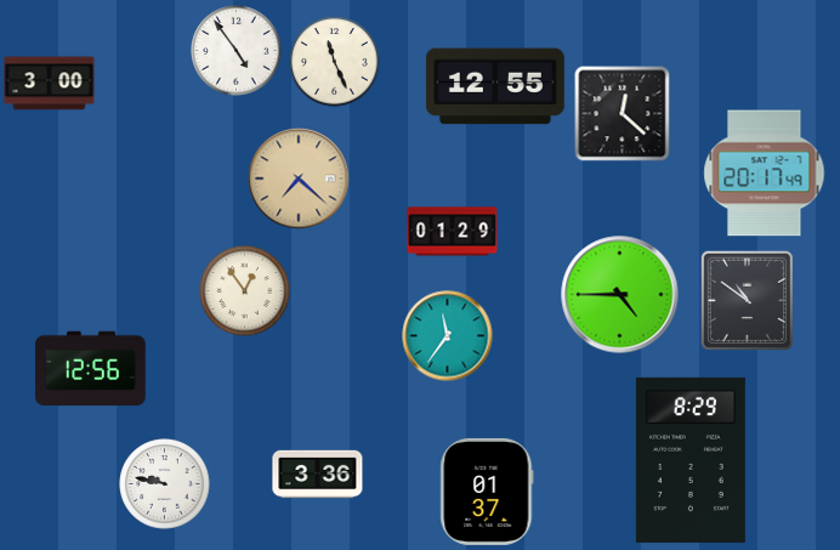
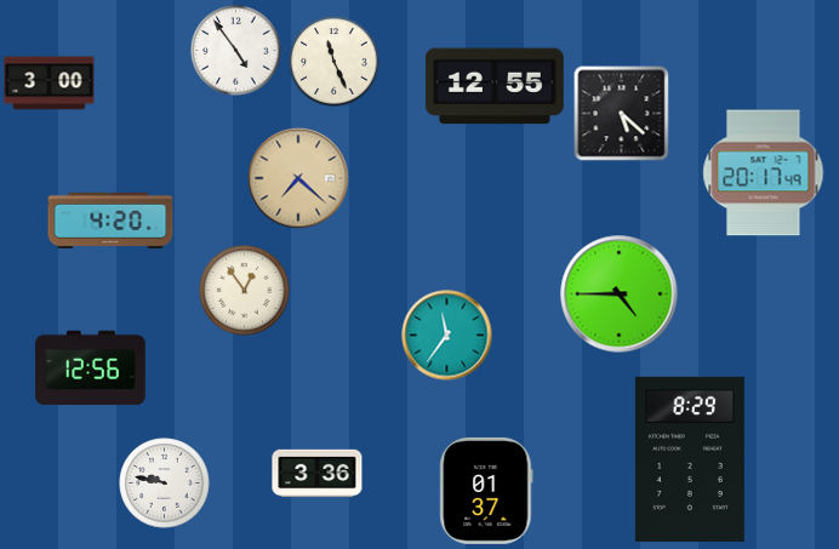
clock at (623, 114): 12:22 -> 5:22
clock at (110, 219): none -> 4:20
clock at (453, 232): 01:29 -> none
clock at (747, 300): 10:51 -> none
